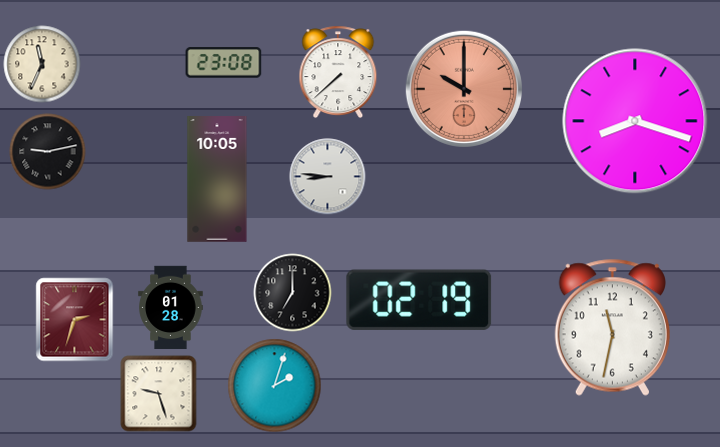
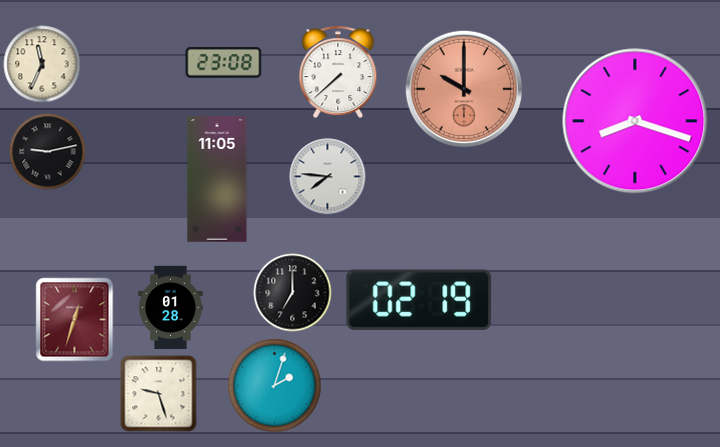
clock at (328, 177): 8:46 -> 7:46
clock at (217, 180): 10:05 -> 11:05
clock at (75, 320): 2:33 -> 12:33
clock at (612, 327): 11:32 -> none
